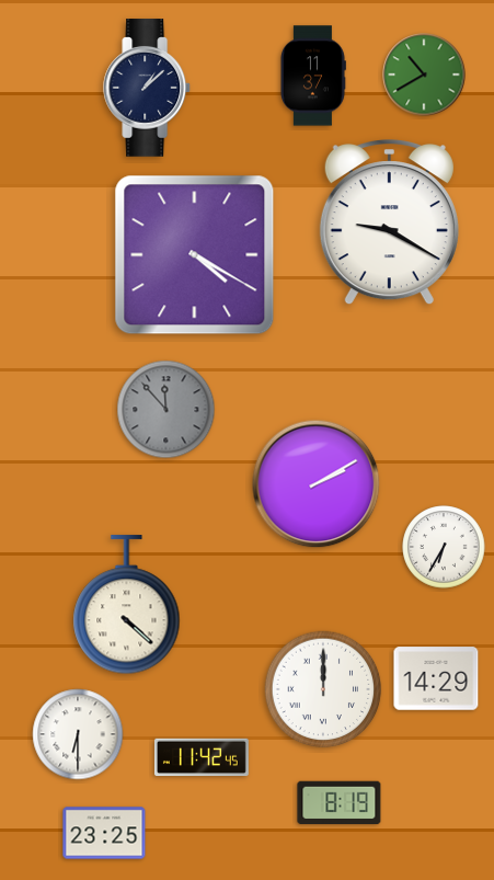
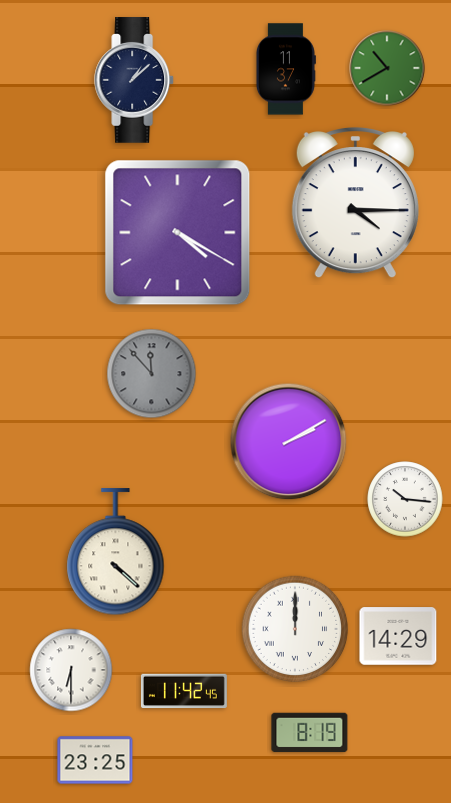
clock at (389, 224): 9:20 -> 4:15
clock at (444, 547): 6:35 -> 10:16
clock at (436, 678) position: (436, 678) -> (398, 636)
